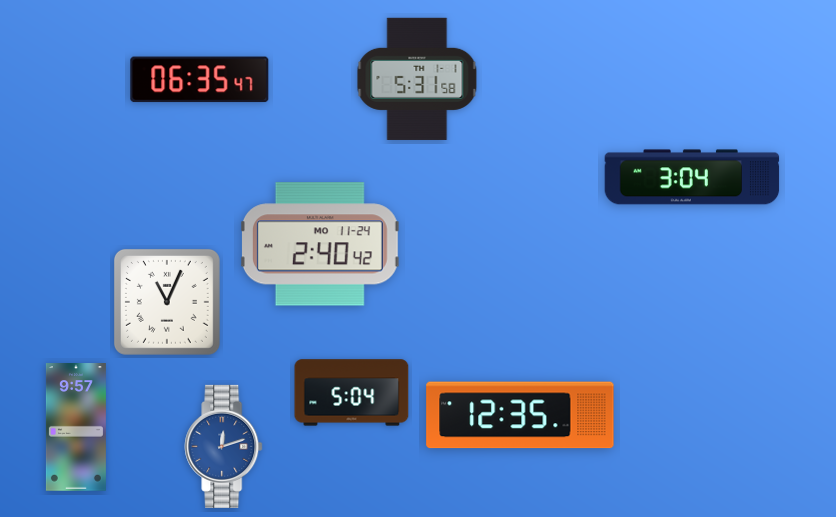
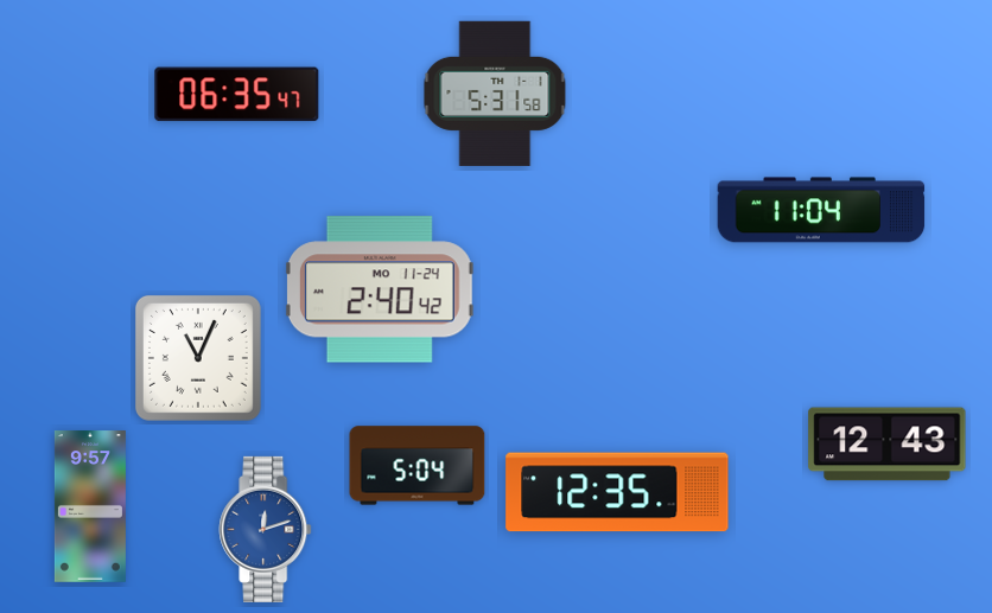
clock at (692, 177): 3:04 -> 11:04
clock at (888, 445): none -> 12:43
